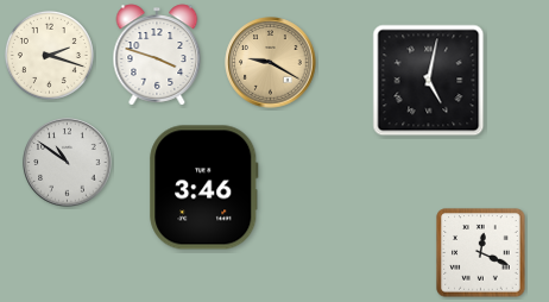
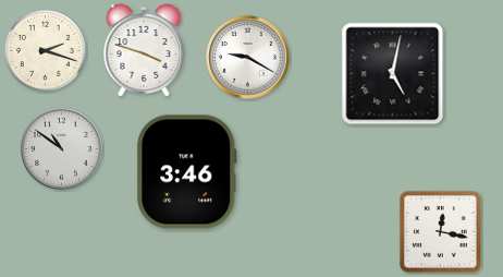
clock at (271, 63) dial: champagne -> white
clock at (481, 253): 12:19 -> 12:17
